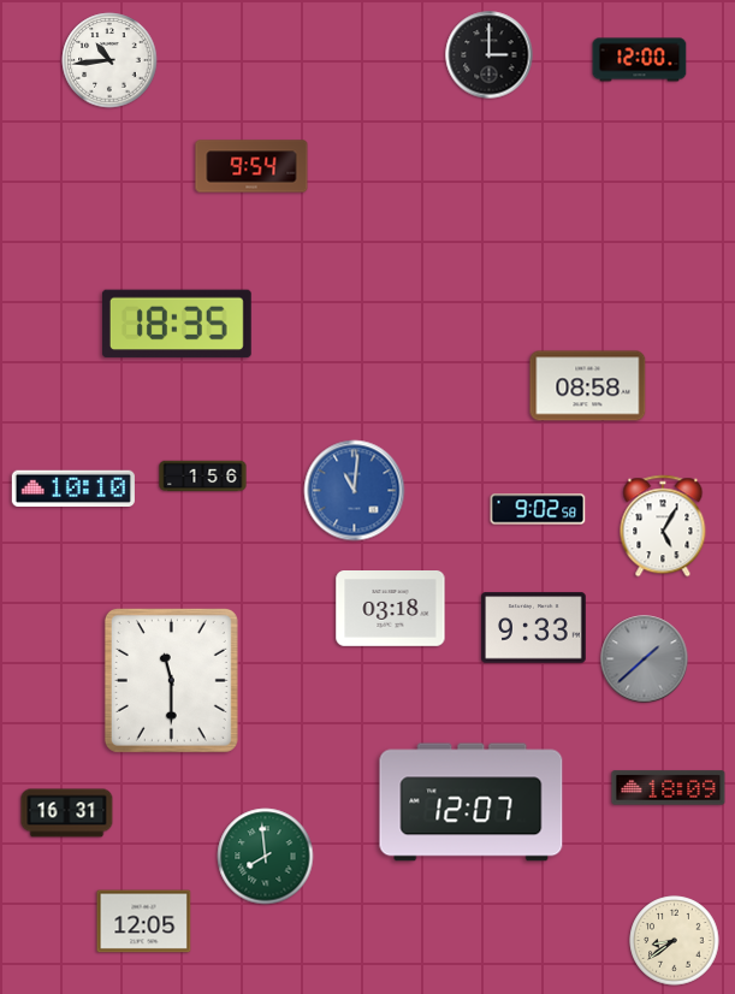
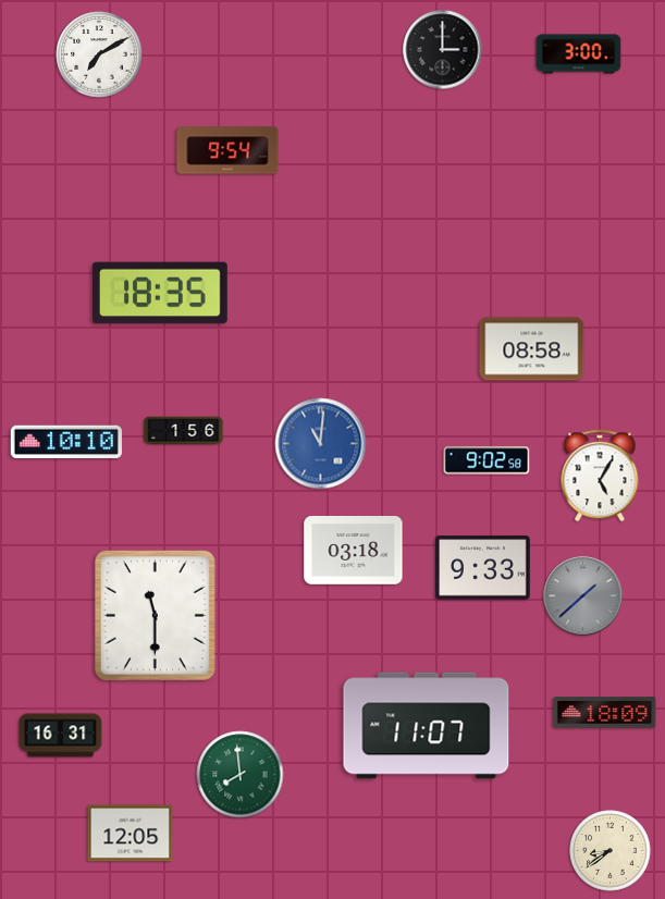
clock at (109, 60): 10:44 -> 7:10
clock at (640, 60): 12:00 -> 3:00
clock at (472, 803): 12:07 -> 11:07
